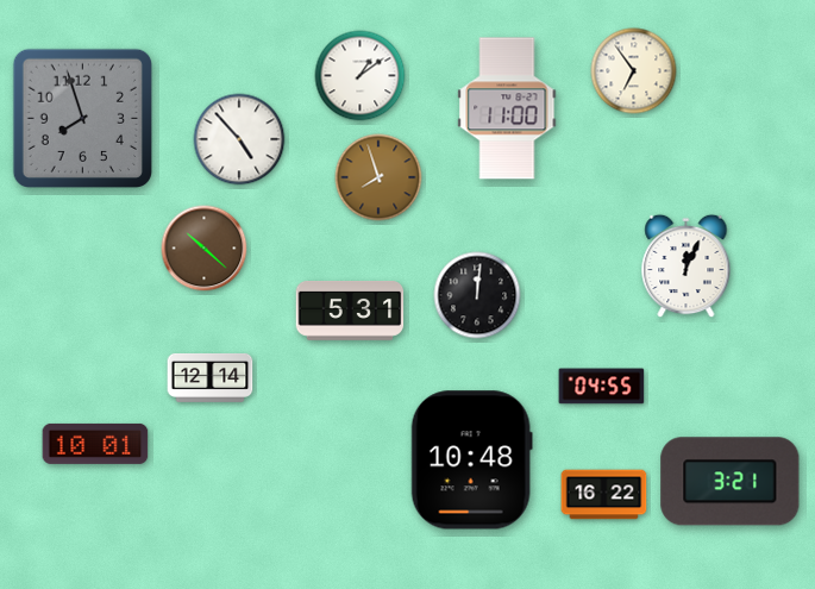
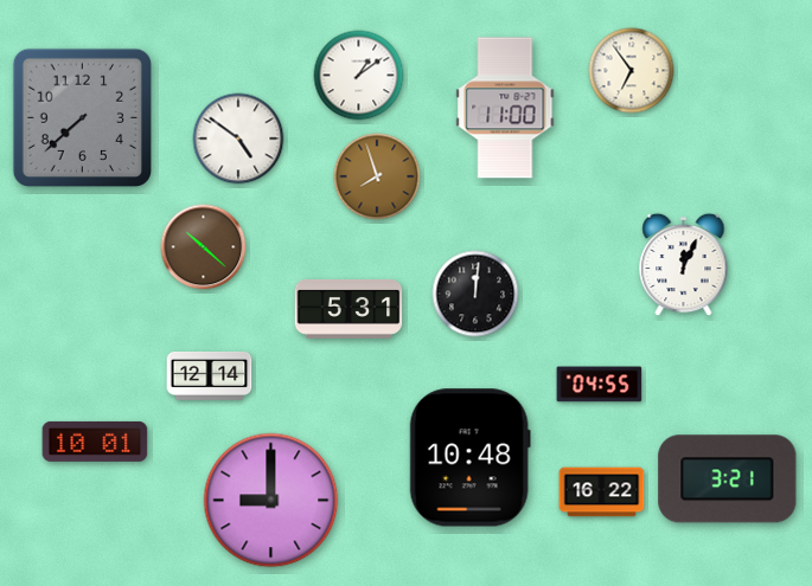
clock at (82, 118): 7:57 -> 7:38
clock at (239, 139): 4:53 -> 4:51
clock at (271, 501): none -> 9:00
